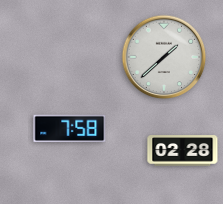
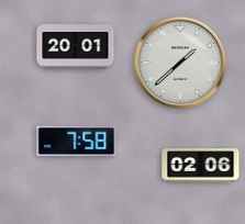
clock at (76, 47): none -> 20:01
clock at (183, 151): 02:28 -> 02:06
